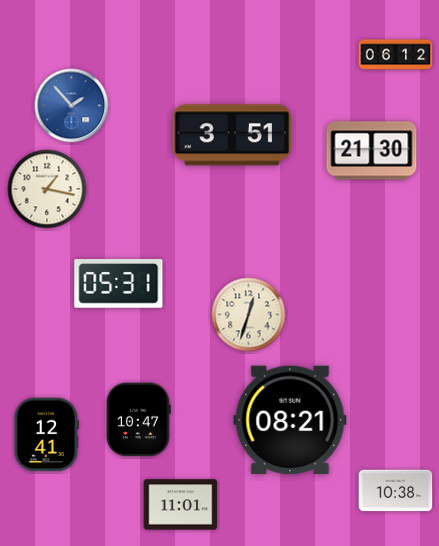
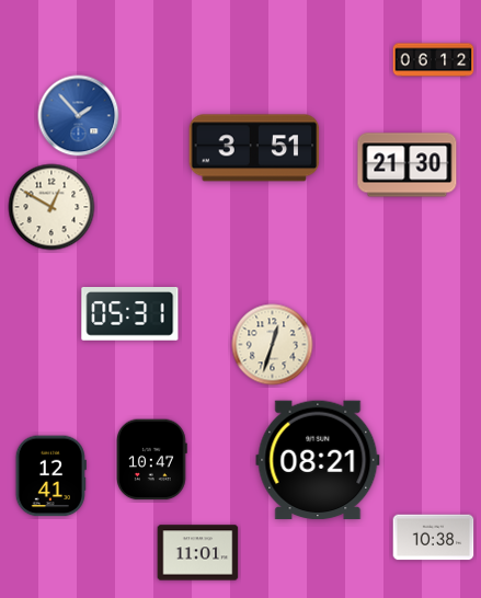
clock at (47, 189): 1:17 -> 12:50
clock at (119, 284) position: (119, 284) -> (130, 314)
